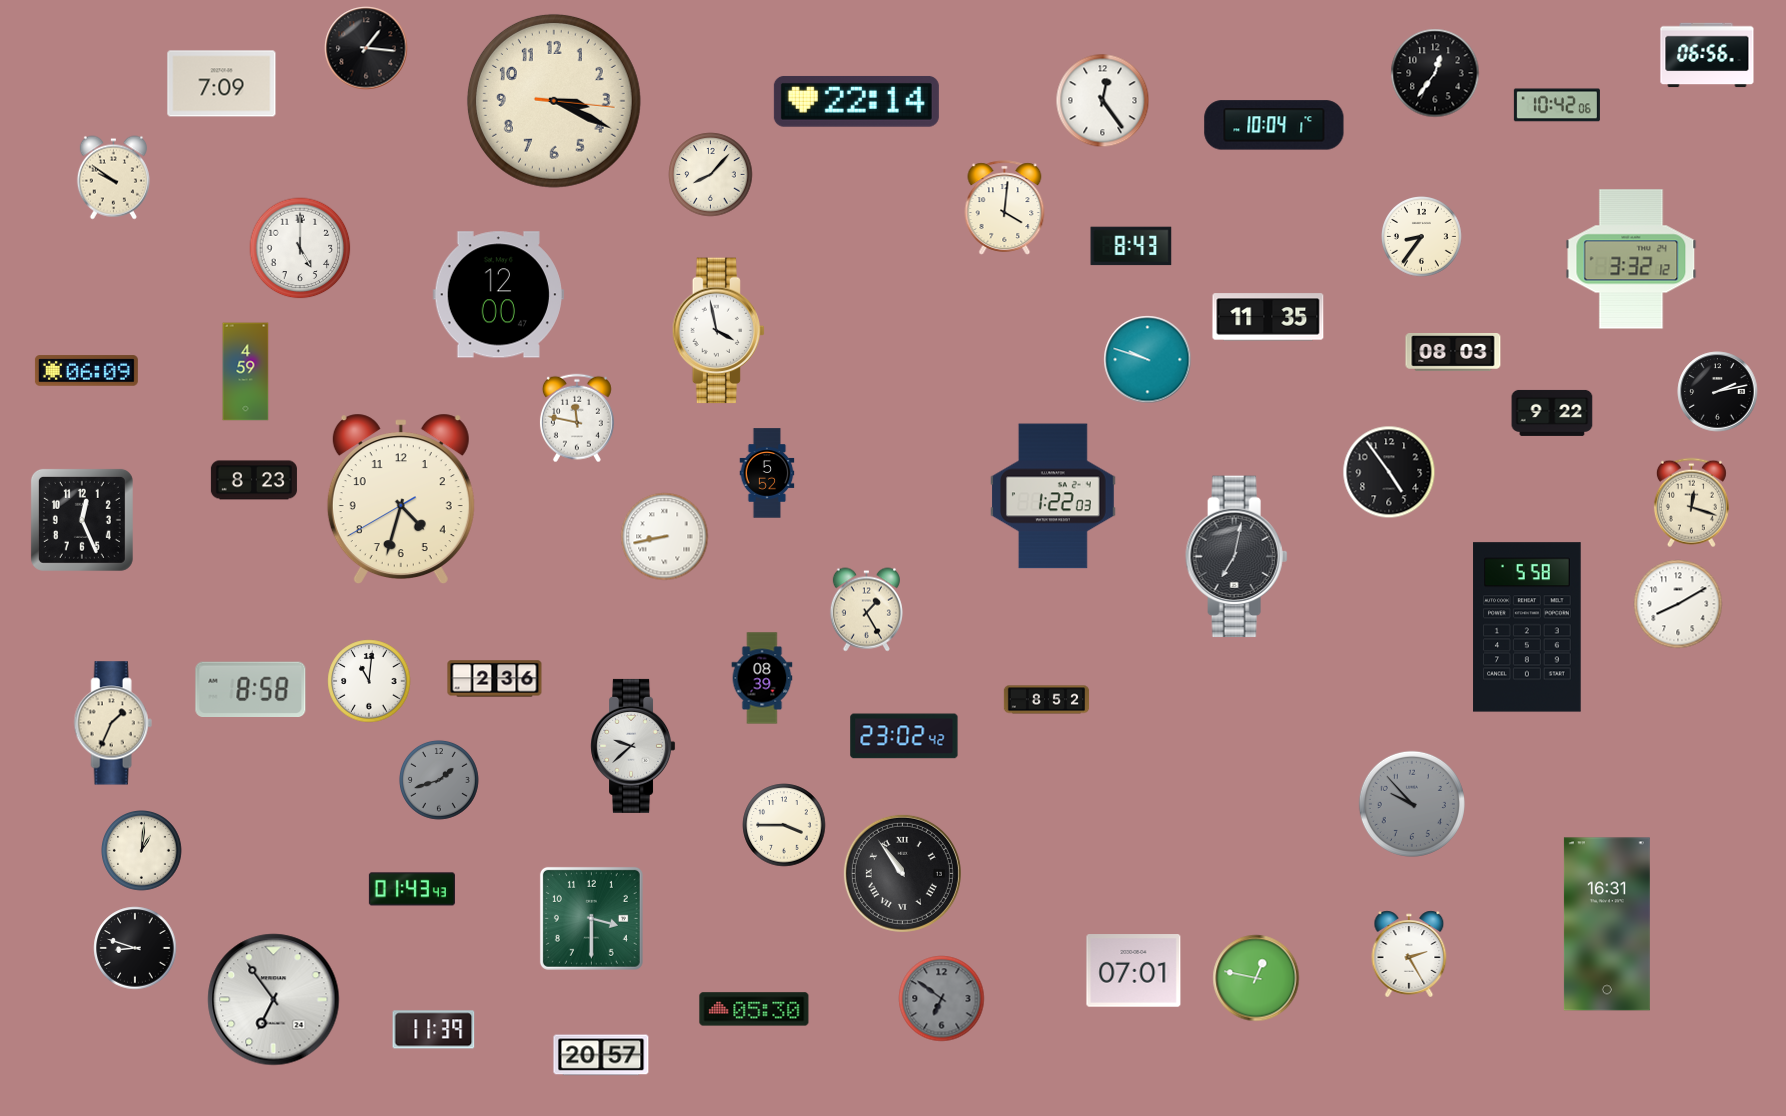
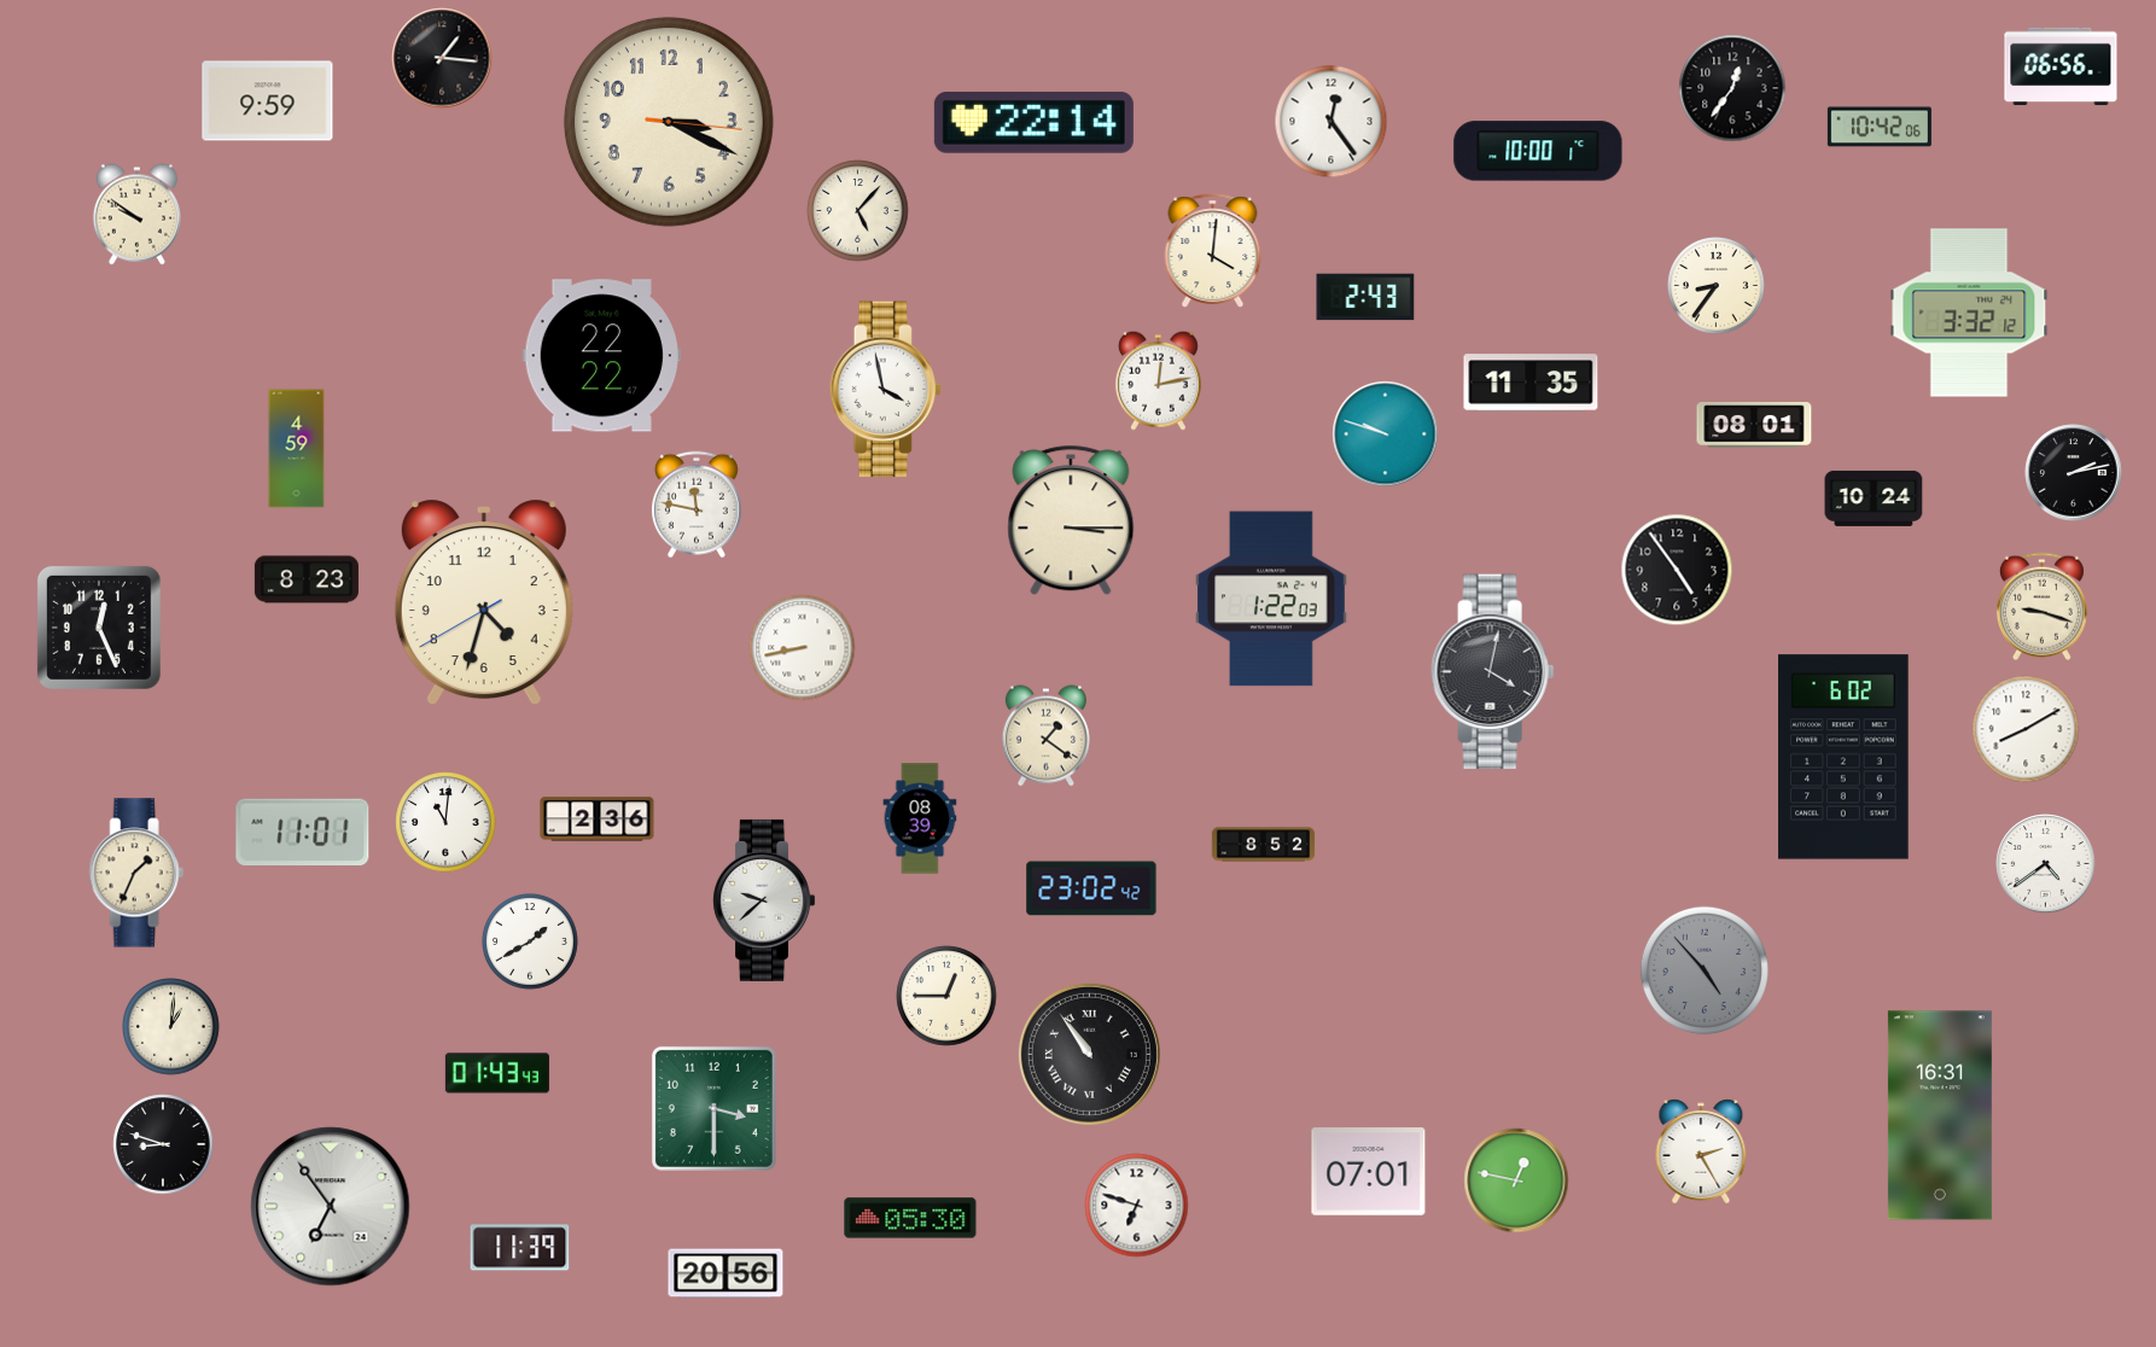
clock at (222, 84): 7:09 -> 9:59
clock at (1274, 125): 10:04 -> 10:00
clock at (711, 175): 8:07 -> 5:07
clock at (1131, 246): 8:43 -> 2:43
clock at (300, 248): 5:00 -> none
clock at (498, 295): 12:00 -> 22:22
clock at (1158, 380): none -> 12:13
clock at (719, 331) position: (719, 331) -> (886, 390)
clock at (1453, 352): 08:03 -> 08:01
clock at (86, 371): 06:09 -> none
clock at (1552, 413): 9:22 -> 10:24
clock at (1071, 520): none -> 3:15
clock at (767, 473): 5:52 -> none
clock at (1691, 503): 12:18 -> 9:18
clock at (1237, 557): 7:02 -> 4:02
clock at (866, 610): 1:25 -> 1:21
clock at (1527, 627): 5:58 -> 6:02
clock at (251, 689): 8:58 -> 11:01
clock at (2046, 864): none -> 4:39
clock at (439, 780): 1:42 -> 1:40
clock at (439, 780) dial: grey -> white
clock at (1412, 804): 9:53 -> 4:53
clock at (784, 825): 3:45 -> 12:45
clock at (942, 999): 6:51 -> 6:48
clock at (942, 999) dial: grey -> white
clock at (434, 1030) position: (434, 1030) -> (520, 1248)
clock at (601, 1055): 20:57 -> 20:56
